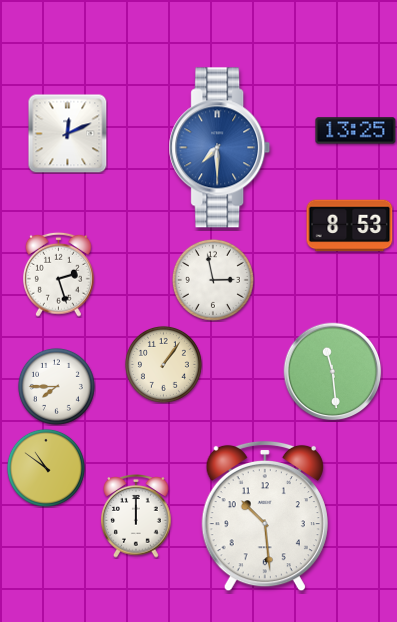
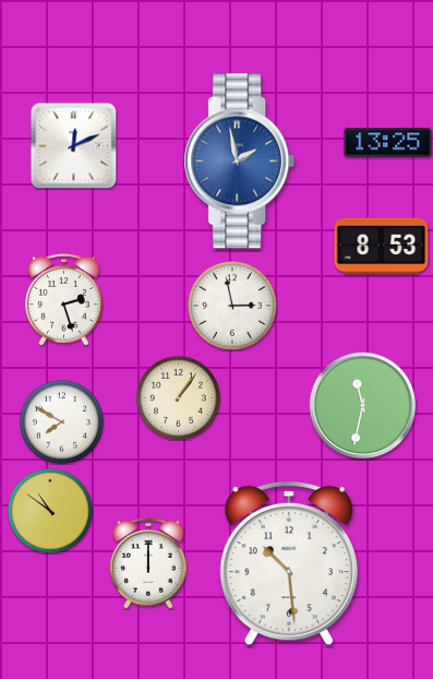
clock at (220, 148): 7:30 -> 1:58
clock at (333, 372): 11:29 -> 11:32
clock at (56, 386): 7:45 -> 7:50
